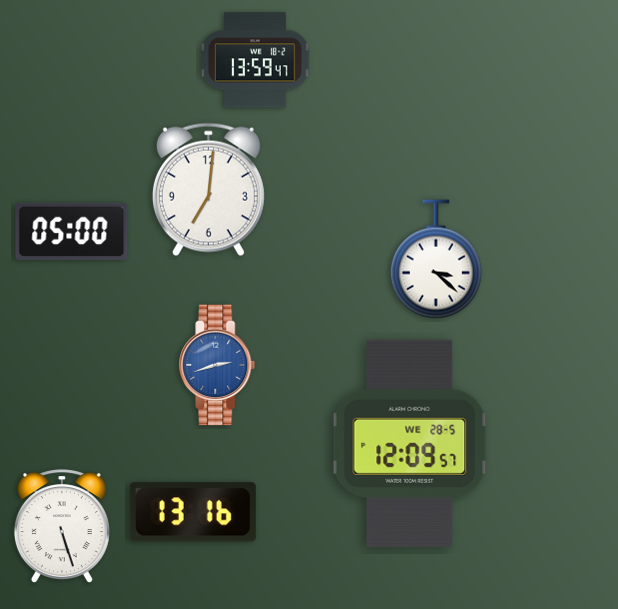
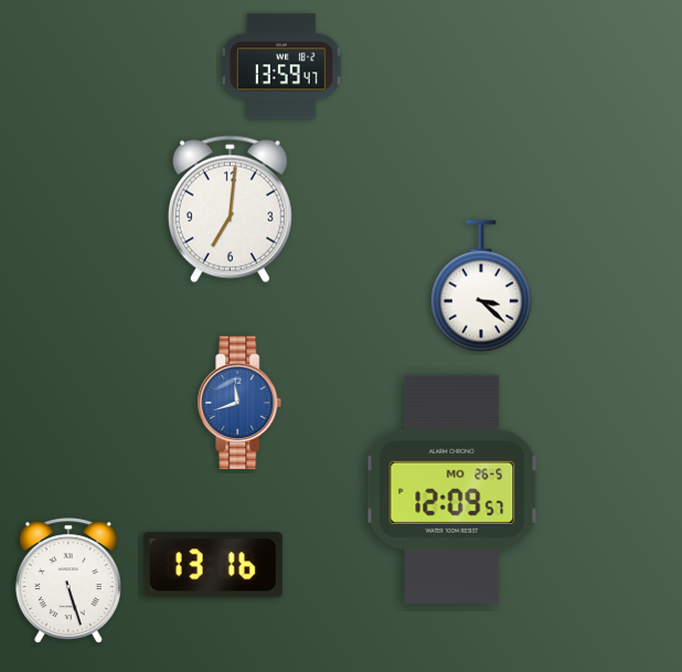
clock at (72, 231): 05:00 -> none
clock at (217, 365): 2:42 -> 11:42
clock at (410, 443) date: WE 28-5 -> MO 26-5
